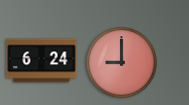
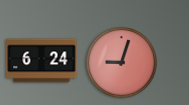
clock at (122, 63): 9:00 -> 9:03
